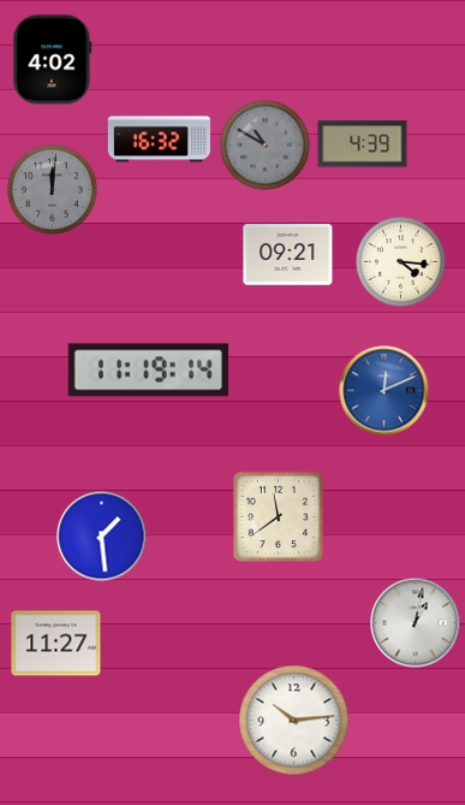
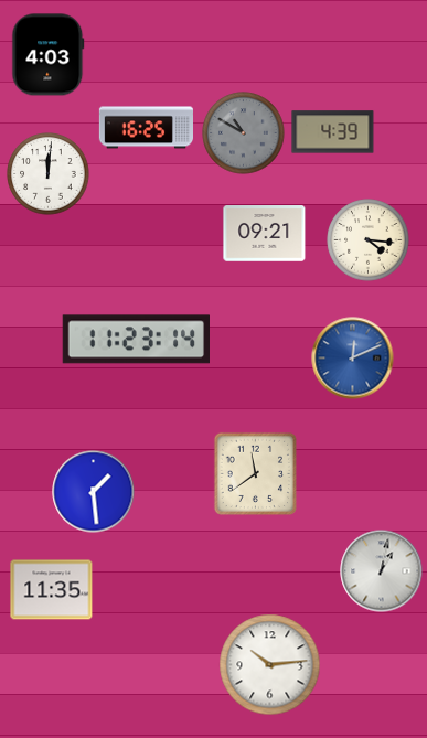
clock at (53, 60): 4:02 -> 4:03
clock at (159, 140): 16:32 -> 16:25
clock at (53, 190) dial: grey -> white
clock at (148, 371): 11:19 -> 11:23
clock at (56, 644): 11:27 -> 11:35
clock at (294, 721) position: (294, 721) -> (270, 665)
